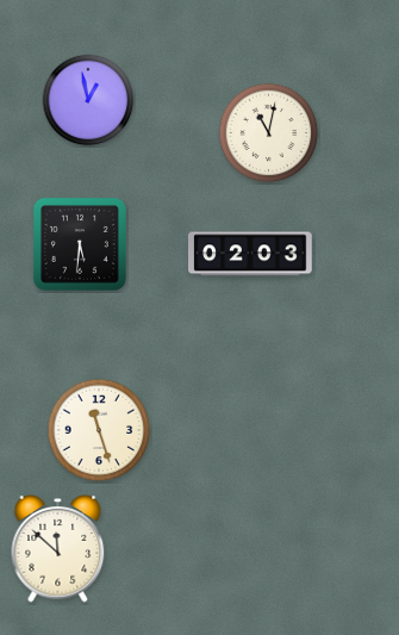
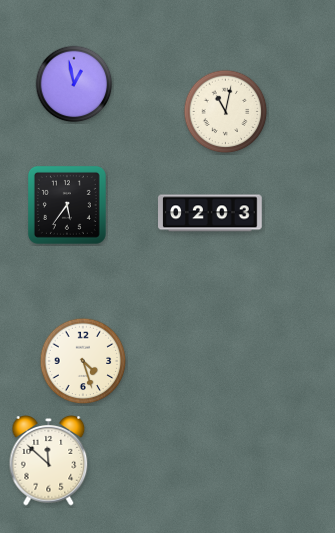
clock at (80, 244): 5:31 -> 5:36
clock at (99, 430): 11:27 -> 4:27
